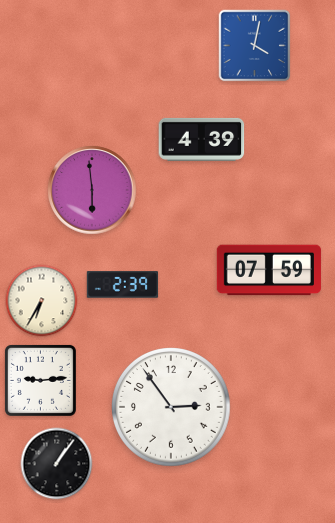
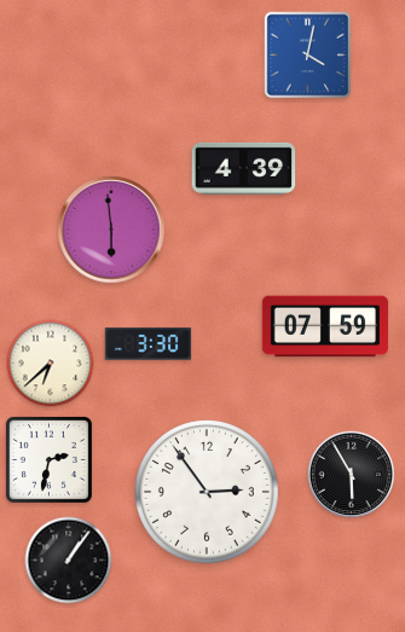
clock at (123, 285): 2:39 -> 3:30
clock at (42, 301): 6:35 -> 6:38
clock at (40, 380): 9:14 -> 2:32
clock at (352, 475): none -> 5:55
